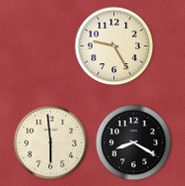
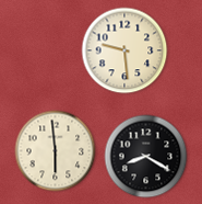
clock at (114, 46): 9:25 -> 9:29
clock at (51, 143) position: (51, 143) -> (56, 151)
